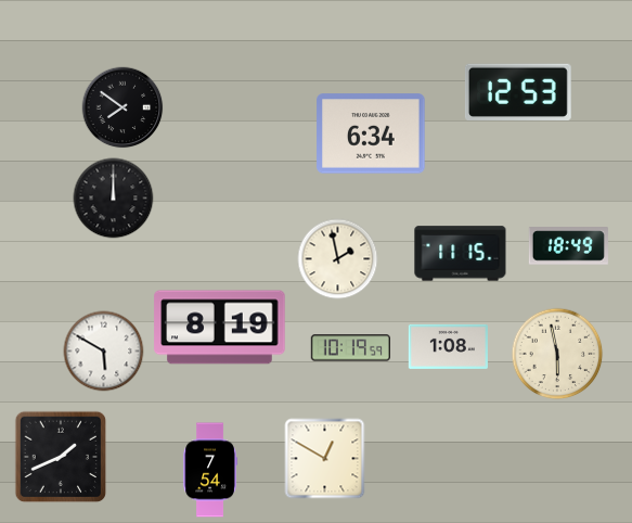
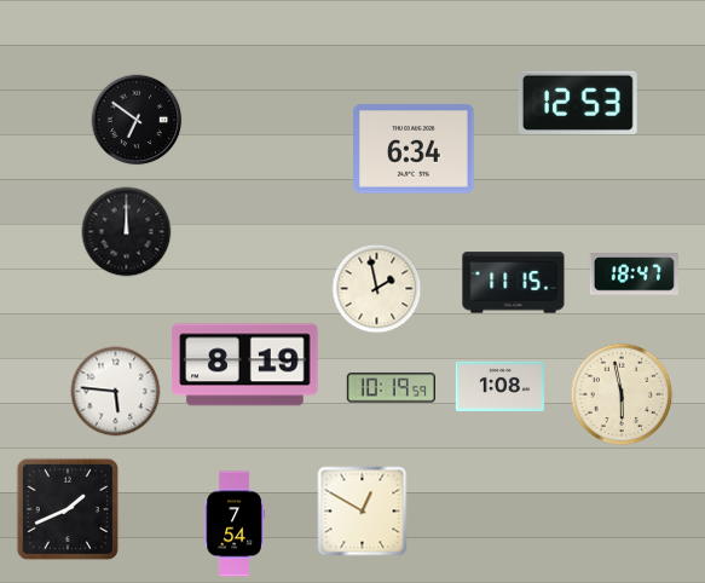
clock at (122, 107): 7:51 -> 6:51
clock at (114, 199) position: (114, 199) -> (127, 232)
clock at (568, 246): 18:49 -> 18:47
clock at (104, 352): 5:50 -> 5:46
